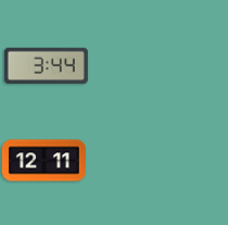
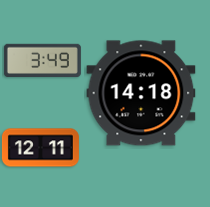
clock at (46, 65): 3:44 -> 3:49
clock at (141, 93): none -> 14:18
